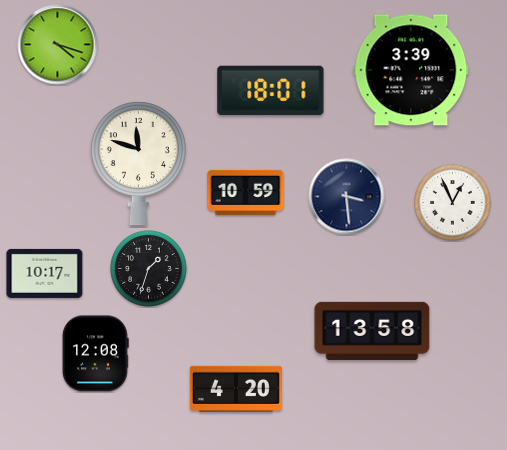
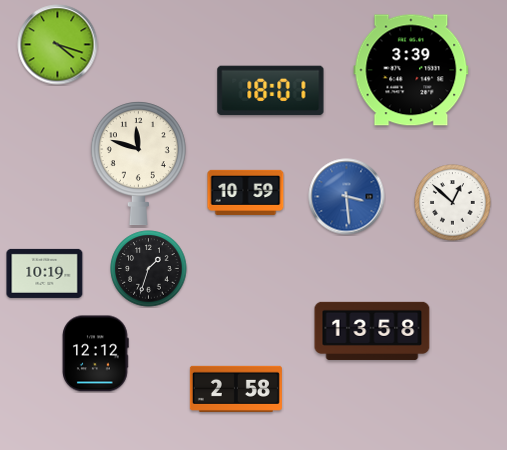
clock at (347, 197) dial: navy -> blue
clock at (453, 203): 12:56 -> 12:52
clock at (45, 273): 10:17 -> 10:19
clock at (96, 354): 12:08 -> 12:12
clock at (236, 389): 4:20 -> 2:58
